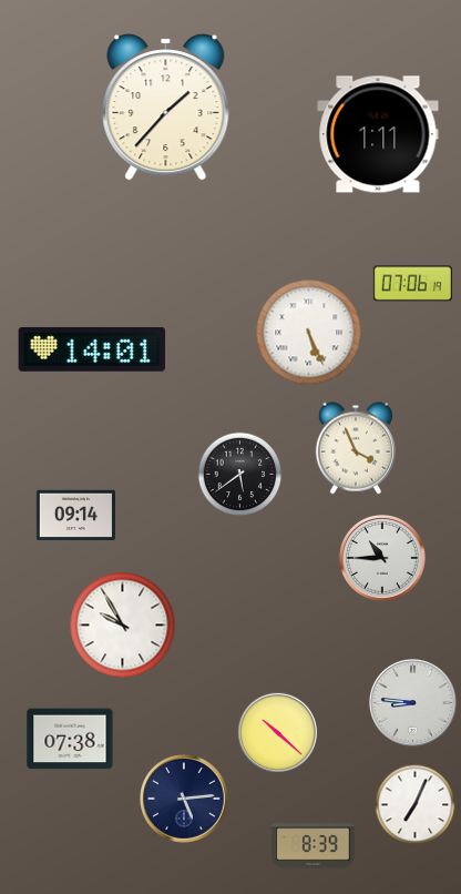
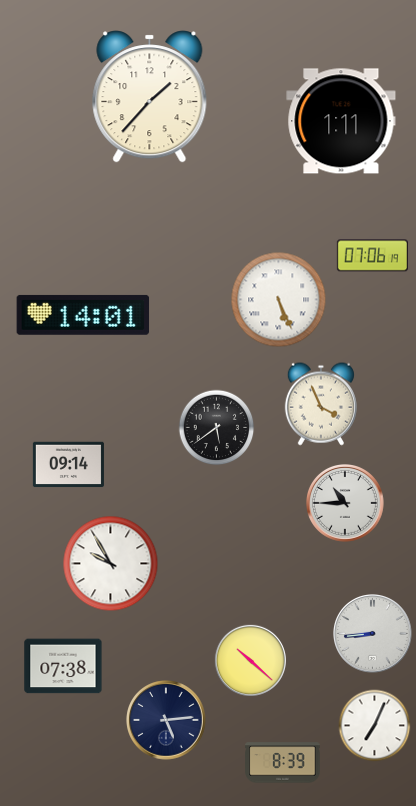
clock at (413, 703): 8:46 -> 8:44
